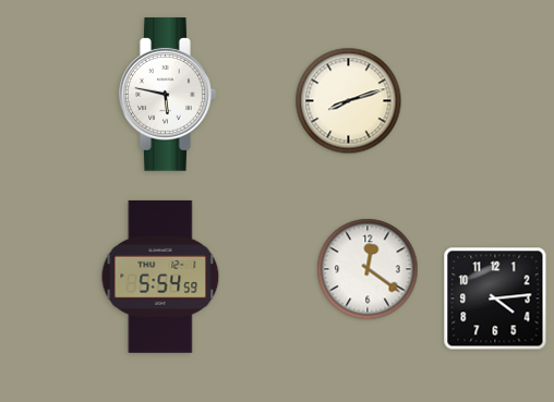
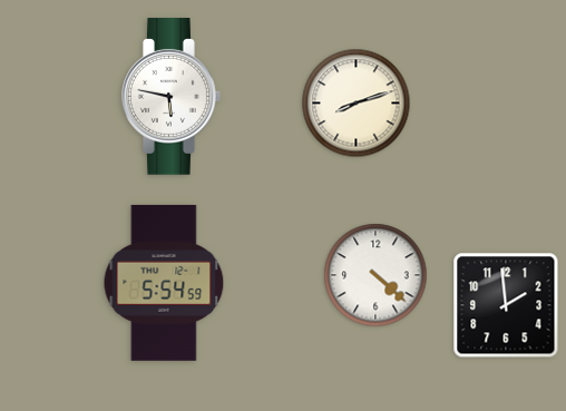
clock at (368, 269): 12:21 -> 4:22
clock at (495, 299): 4:14 -> 1:59
